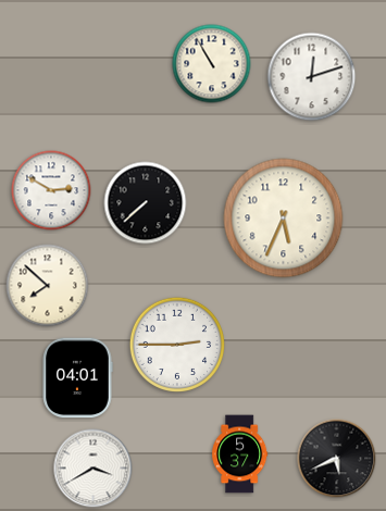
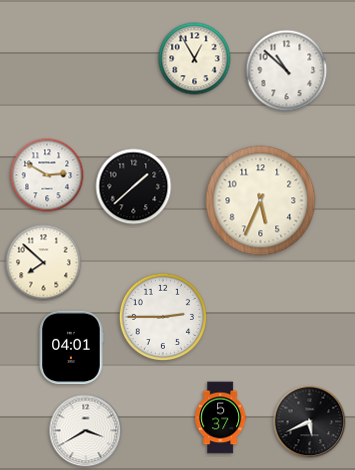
clock at (212, 64): 10:55 -> 12:55
clock at (312, 77): 12:12 -> 10:52
clock at (146, 203): 7:38 -> 1:38
